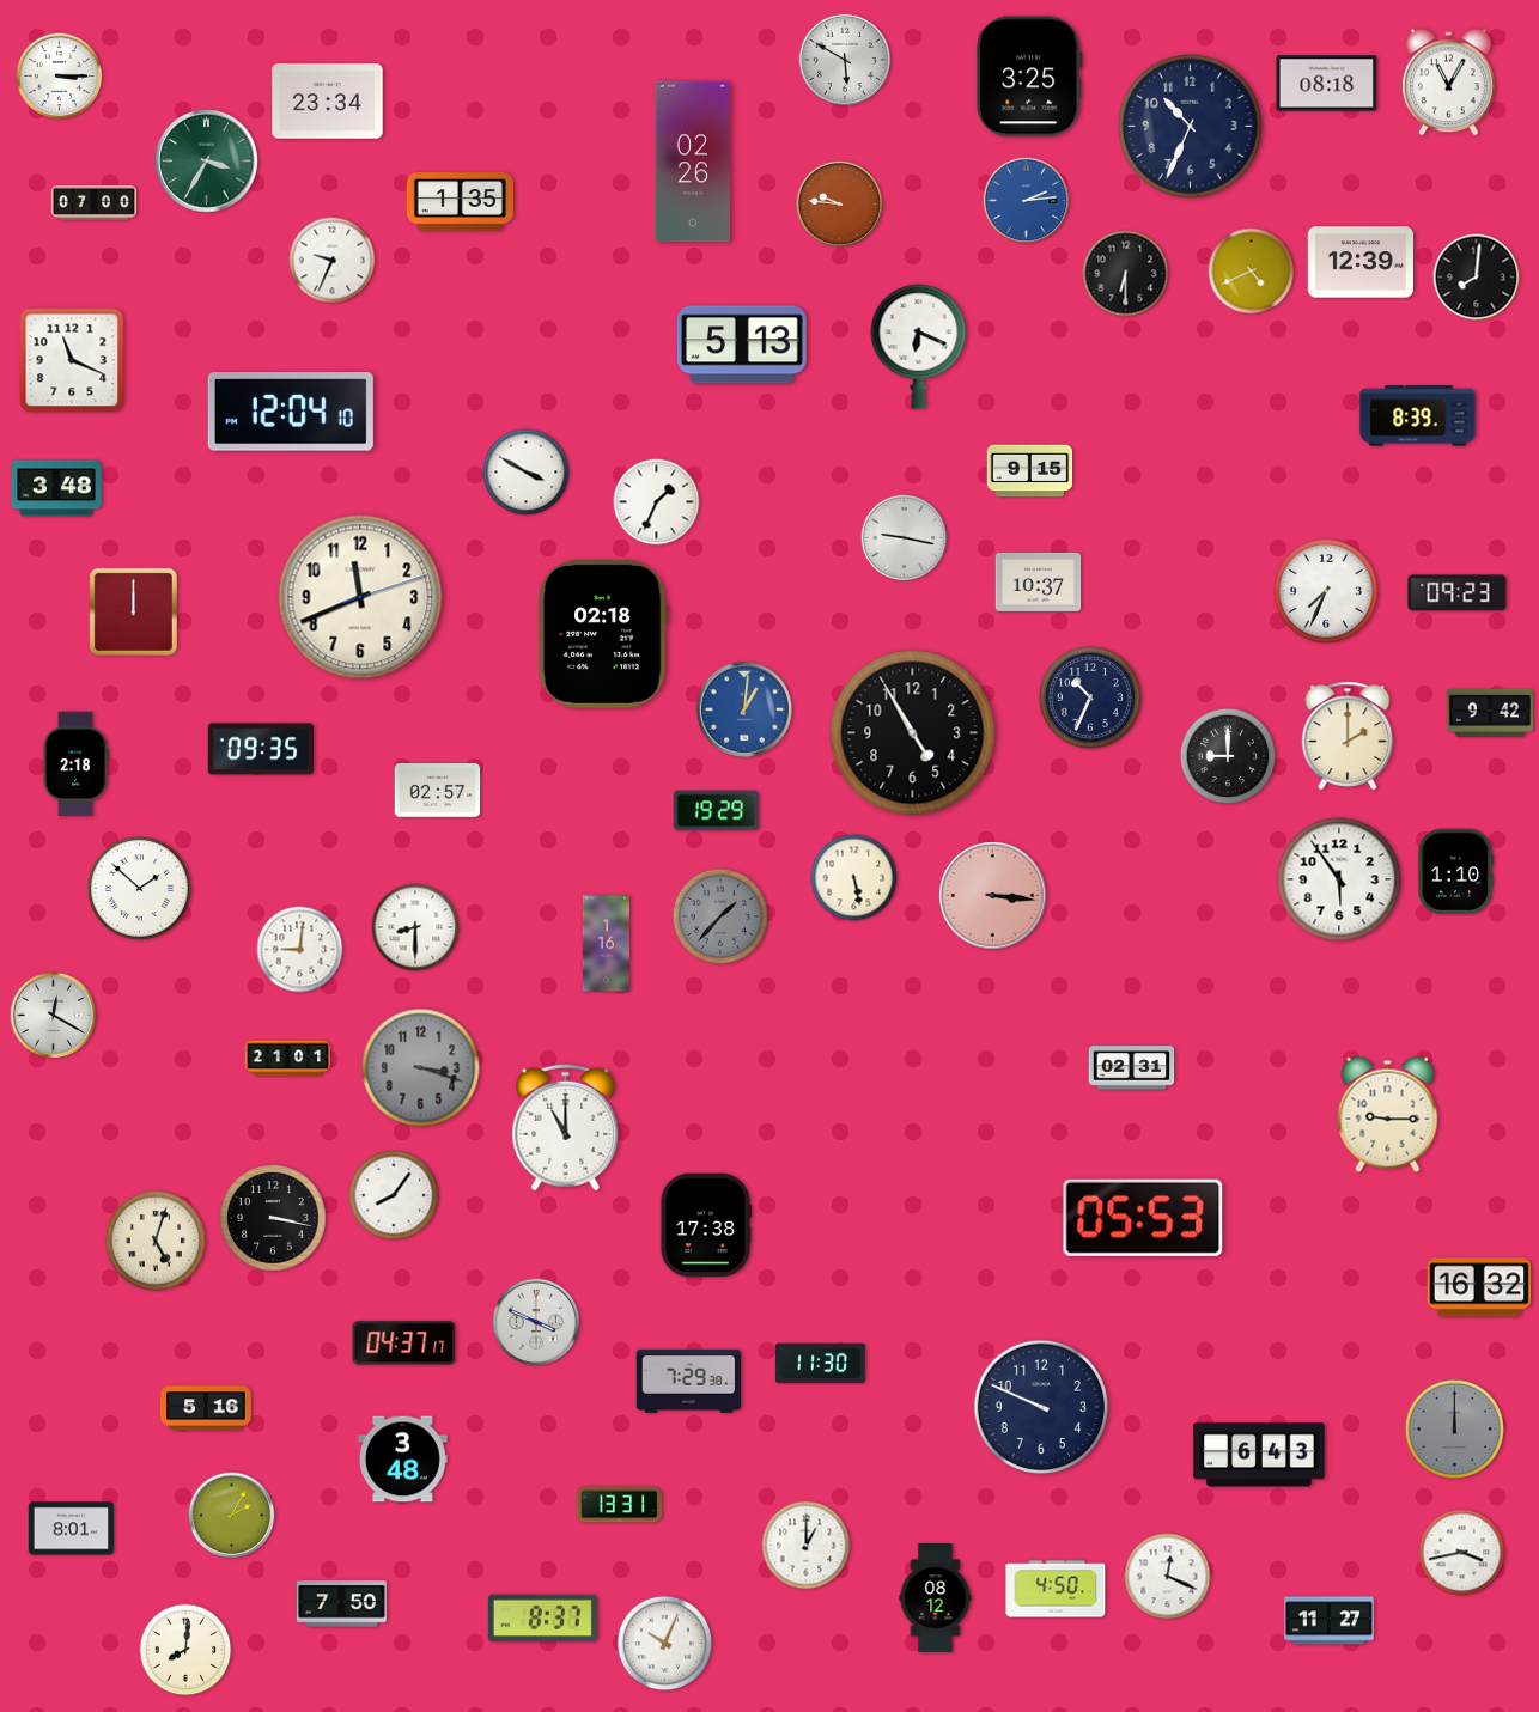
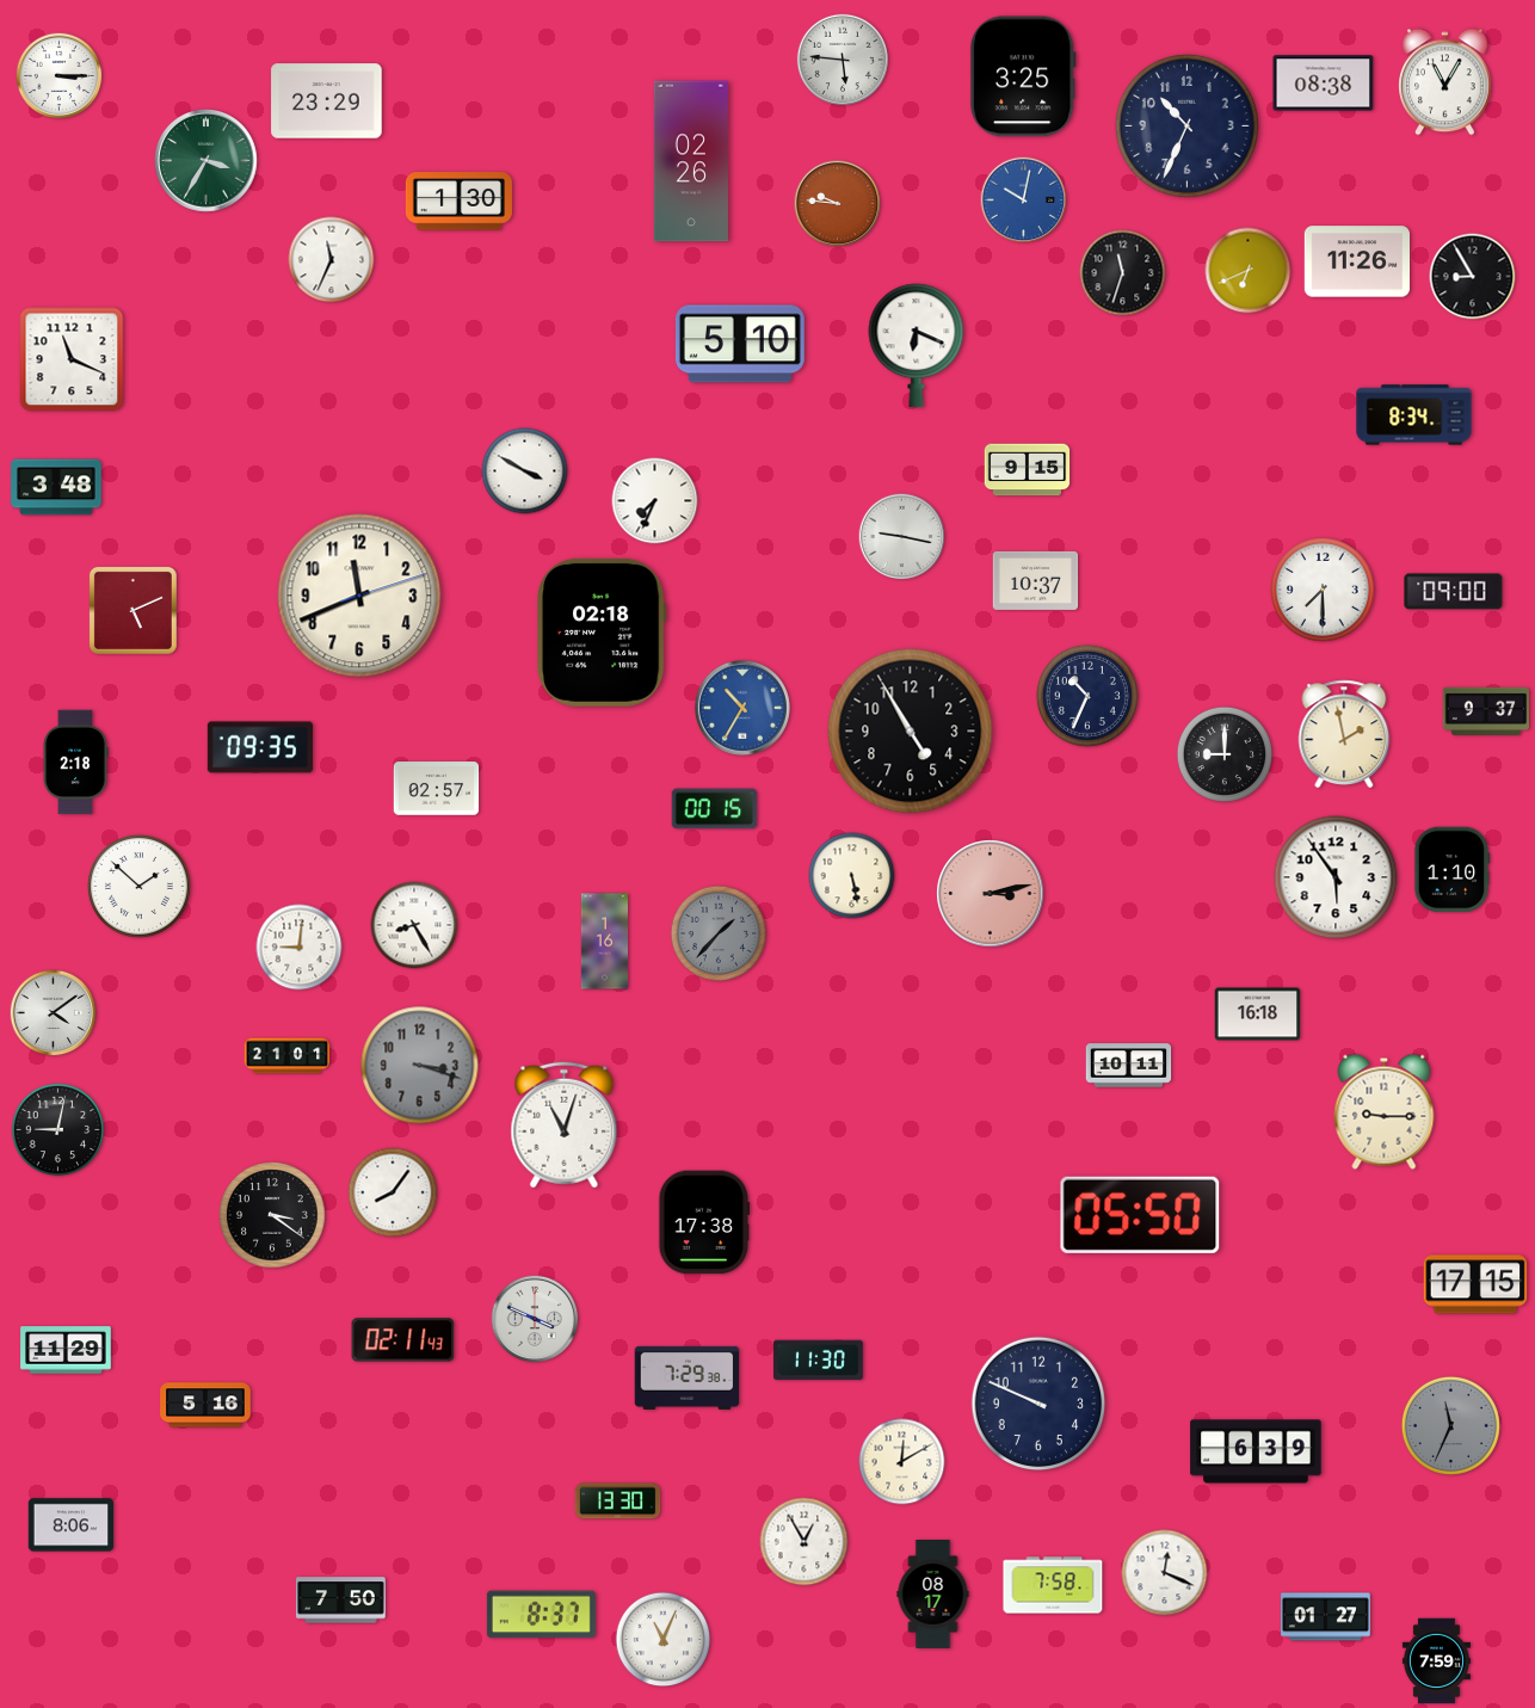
clock at (844, 59): 5:50 -> 5:46
clock at (1029, 77) position: (1029, 77) -> (1023, 76)
clock at (1327, 84): 08:18 -> 08:38
clock at (328, 102): 23:34 -> 23:29
clock at (1027, 201): 2:14 -> 10:02
clock at (95, 202): 07:00 -> none
clock at (460, 202): 1:35 -> 1:30
clock at (333, 261): 9:34 -> 11:34
clock at (1359, 262): 12:39 -> 11:26
clock at (1252, 272): 4:41 -> 6:41
clock at (1126, 274): 6:30 -> 11:33
clock at (1477, 278): 8:01 -> 8:55
clock at (742, 345): 5:13 -> 5:10
clock at (291, 413): 12:04 -> none
clock at (1418, 416): 8:39 -> 8:34
clock at (657, 502): 1:34 -> 7:34
clock at (1327, 592): 7:34 -> 7:30
clock at (1458, 593): 09:23 -> 09:00
clock at (133, 611): 12:00 -> 5:11
clock at (744, 709): 1:01 -> 10:35
clock at (1489, 713): 9:42 -> 9:37
clock at (1348, 735): 2:00 -> 1:58
clock at (717, 811): 19:29 -> 00:15
clock at (993, 896): 3:16 -> 3:13
clock at (720, 916) position: (720, 916) -> (719, 933)
clock at (415, 927): 8:30 -> 8:25
clock at (54, 1016): 12:20 -> 4:09
clock at (1258, 1015): none -> 16:18
clock at (1132, 1068): 02:31 -> 10:11
clock at (566, 1128): 11:00 -> 11:03
clock at (58, 1130): none -> 9:02
clock at (273, 1218): 3:17 -> 3:21
clock at (1143, 1218): 05:53 -> 05:50
clock at (156, 1241): 5:03 -> none
clock at (1479, 1287): 16:32 -> 17:15
clock at (404, 1344): 04:37 -> 02:11
clock at (66, 1350): none -> 11:29
clock at (1454, 1428): 12:00 -> 11:34
clock at (1259, 1455): 6:43 -> 6:39
clock at (402, 1460): 3:48 -> none
clock at (902, 1462): none -> 12:10
clock at (620, 1505): 13:31 -> 13:30
clock at (232, 1516): 2:05 -> none
clock at (72, 1529): 8:01 -> 8:06
clock at (807, 1546): 1:00 -> 12:55
clock at (1462, 1553): 3:43 -> none
clock at (1056, 1589): 4:50 -> 7:58
clock at (936, 1598): 08:12 -> 08:17
clock at (1330, 1621): 11:27 -> 01:27
clock at (665, 1644): 10:04 -> 11:04
clock at (185, 1650): 8:01 -> none
clock at (1436, 1661): none -> 7:59
